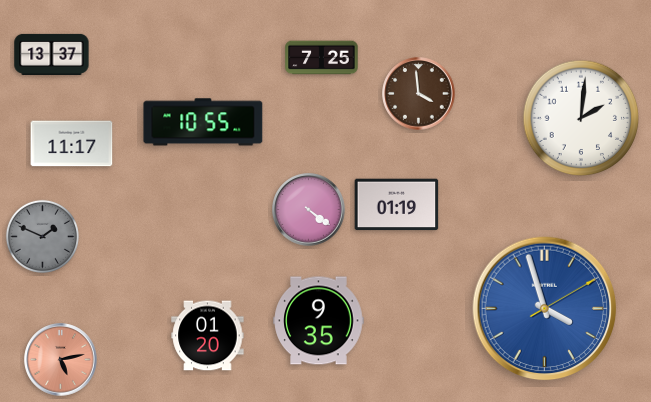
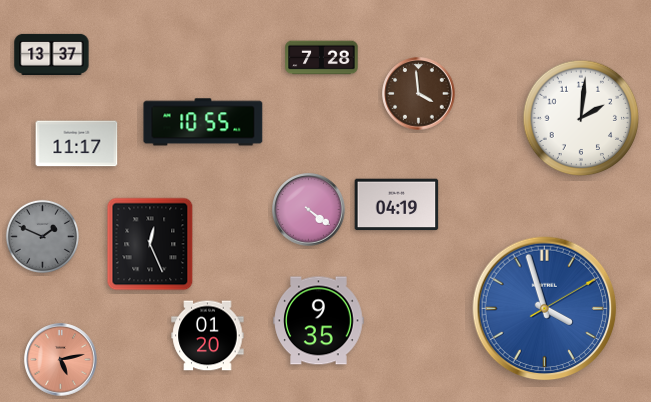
clock at (322, 58): 7:25 -> 7:28
clock at (72, 144) position: (72, 144) -> (77, 144)
clock at (397, 205): 01:19 -> 04:19
clock at (150, 244): none -> 12:26
